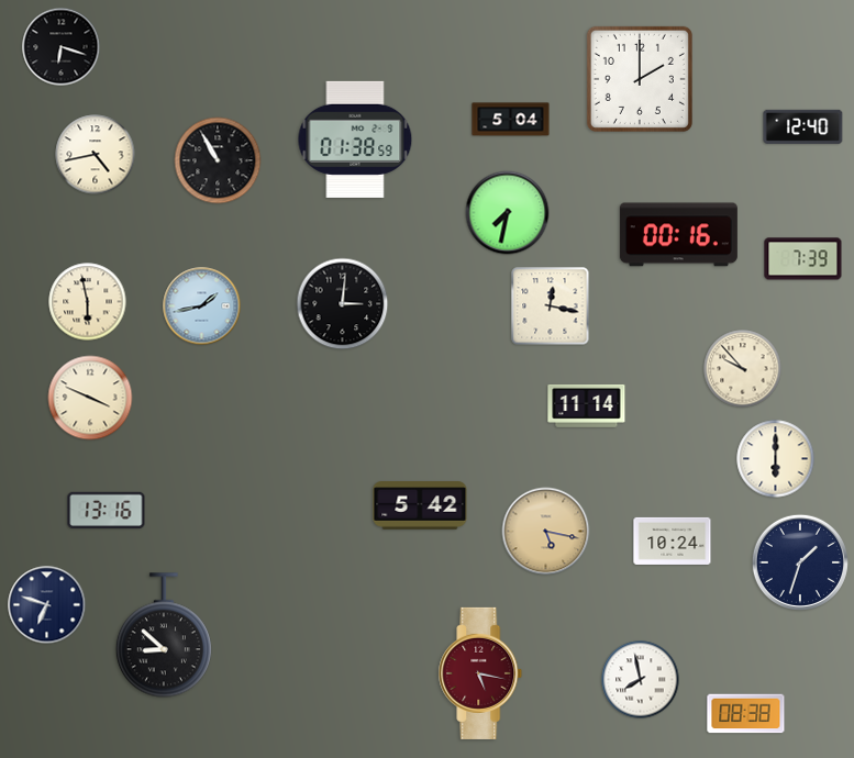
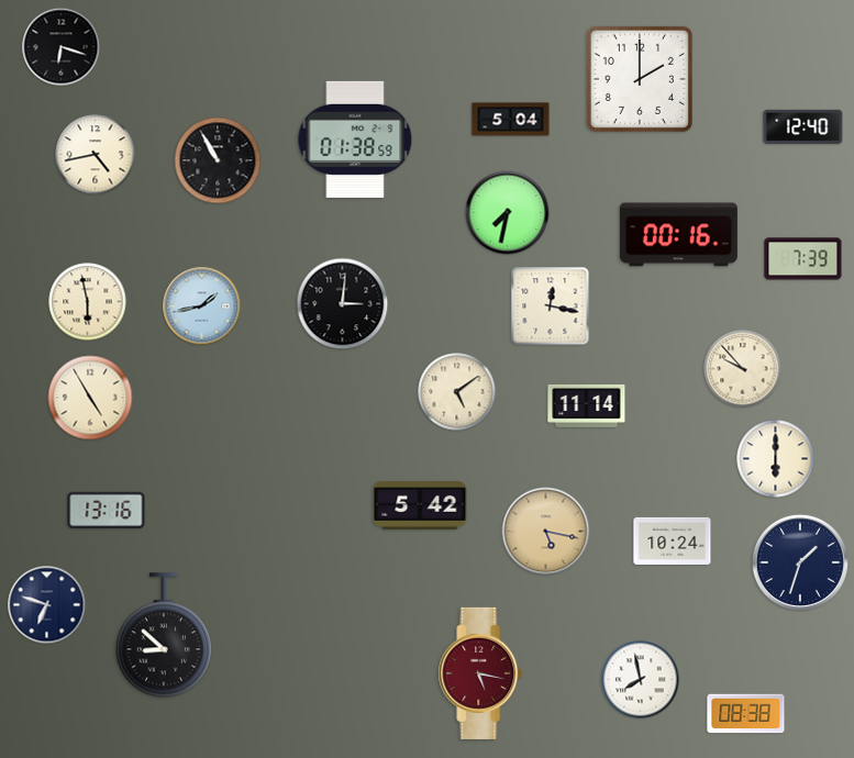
clock at (457, 392): none -> 5:09
clock at (90, 398): 3:49 -> 4:55
